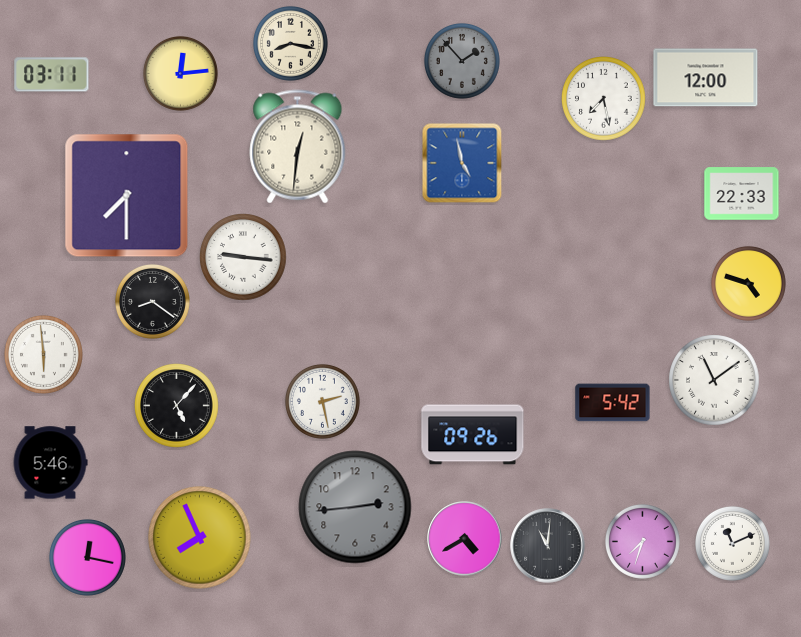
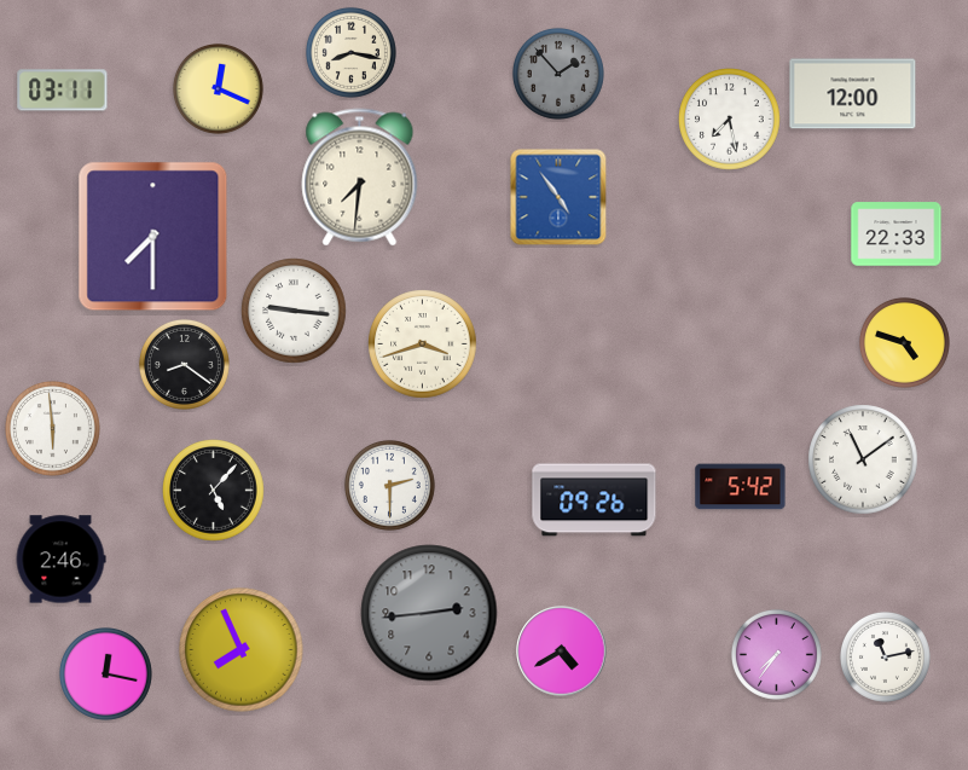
clock at (180, 73): 12:14 -> 12:19
clock at (298, 147): 12:31 -> 7:31
clock at (462, 163): 4:58 -> 4:54
clock at (423, 345): none -> 3:42
clock at (322, 401): 2:28 -> 2:30
clock at (473, 435) position: (473, 435) -> (595, 500)
clock at (50, 463): 5:46 -> 2:46
clock at (642, 541): 7:33 -> 7:36
clock at (732, 543): 11:11 -> 11:13
clock at (548, 546): 11:01 -> none
